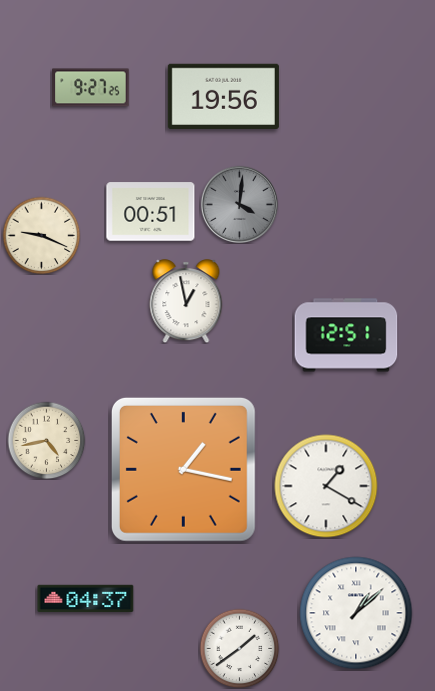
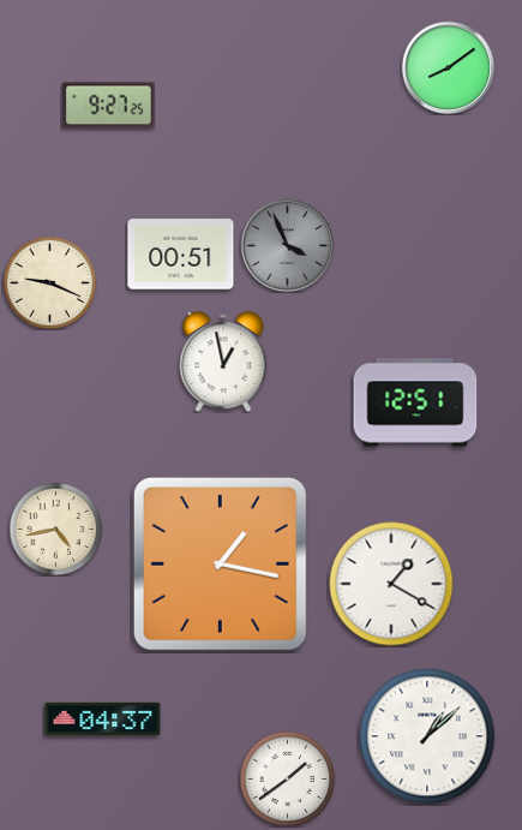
clock at (448, 67): none -> 8:09
clock at (223, 96): 19:56 -> none
clock at (239, 204): 4:01 -> 3:56
